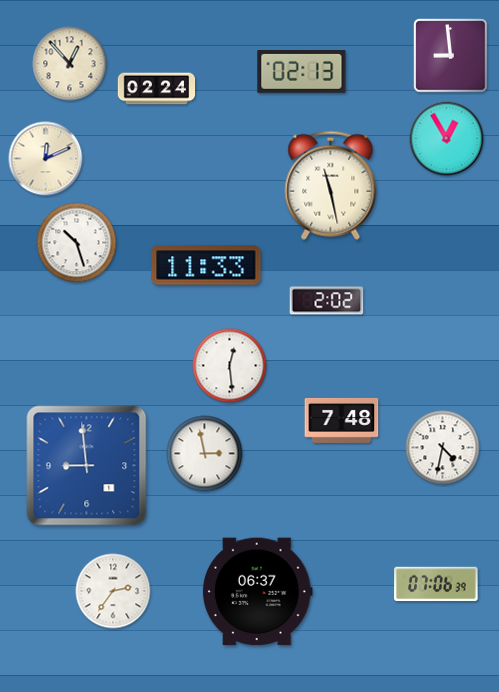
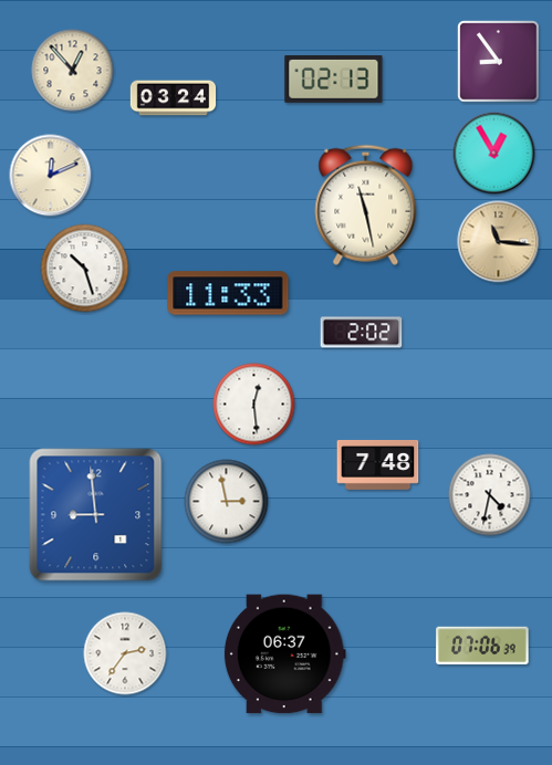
clock at (451, 56): 8:59 -> 8:54
clock at (70, 64) position: (70, 64) -> (73, 71)
clock at (157, 89): 02:24 -> 03:24
clock at (499, 242): none -> 11:16
